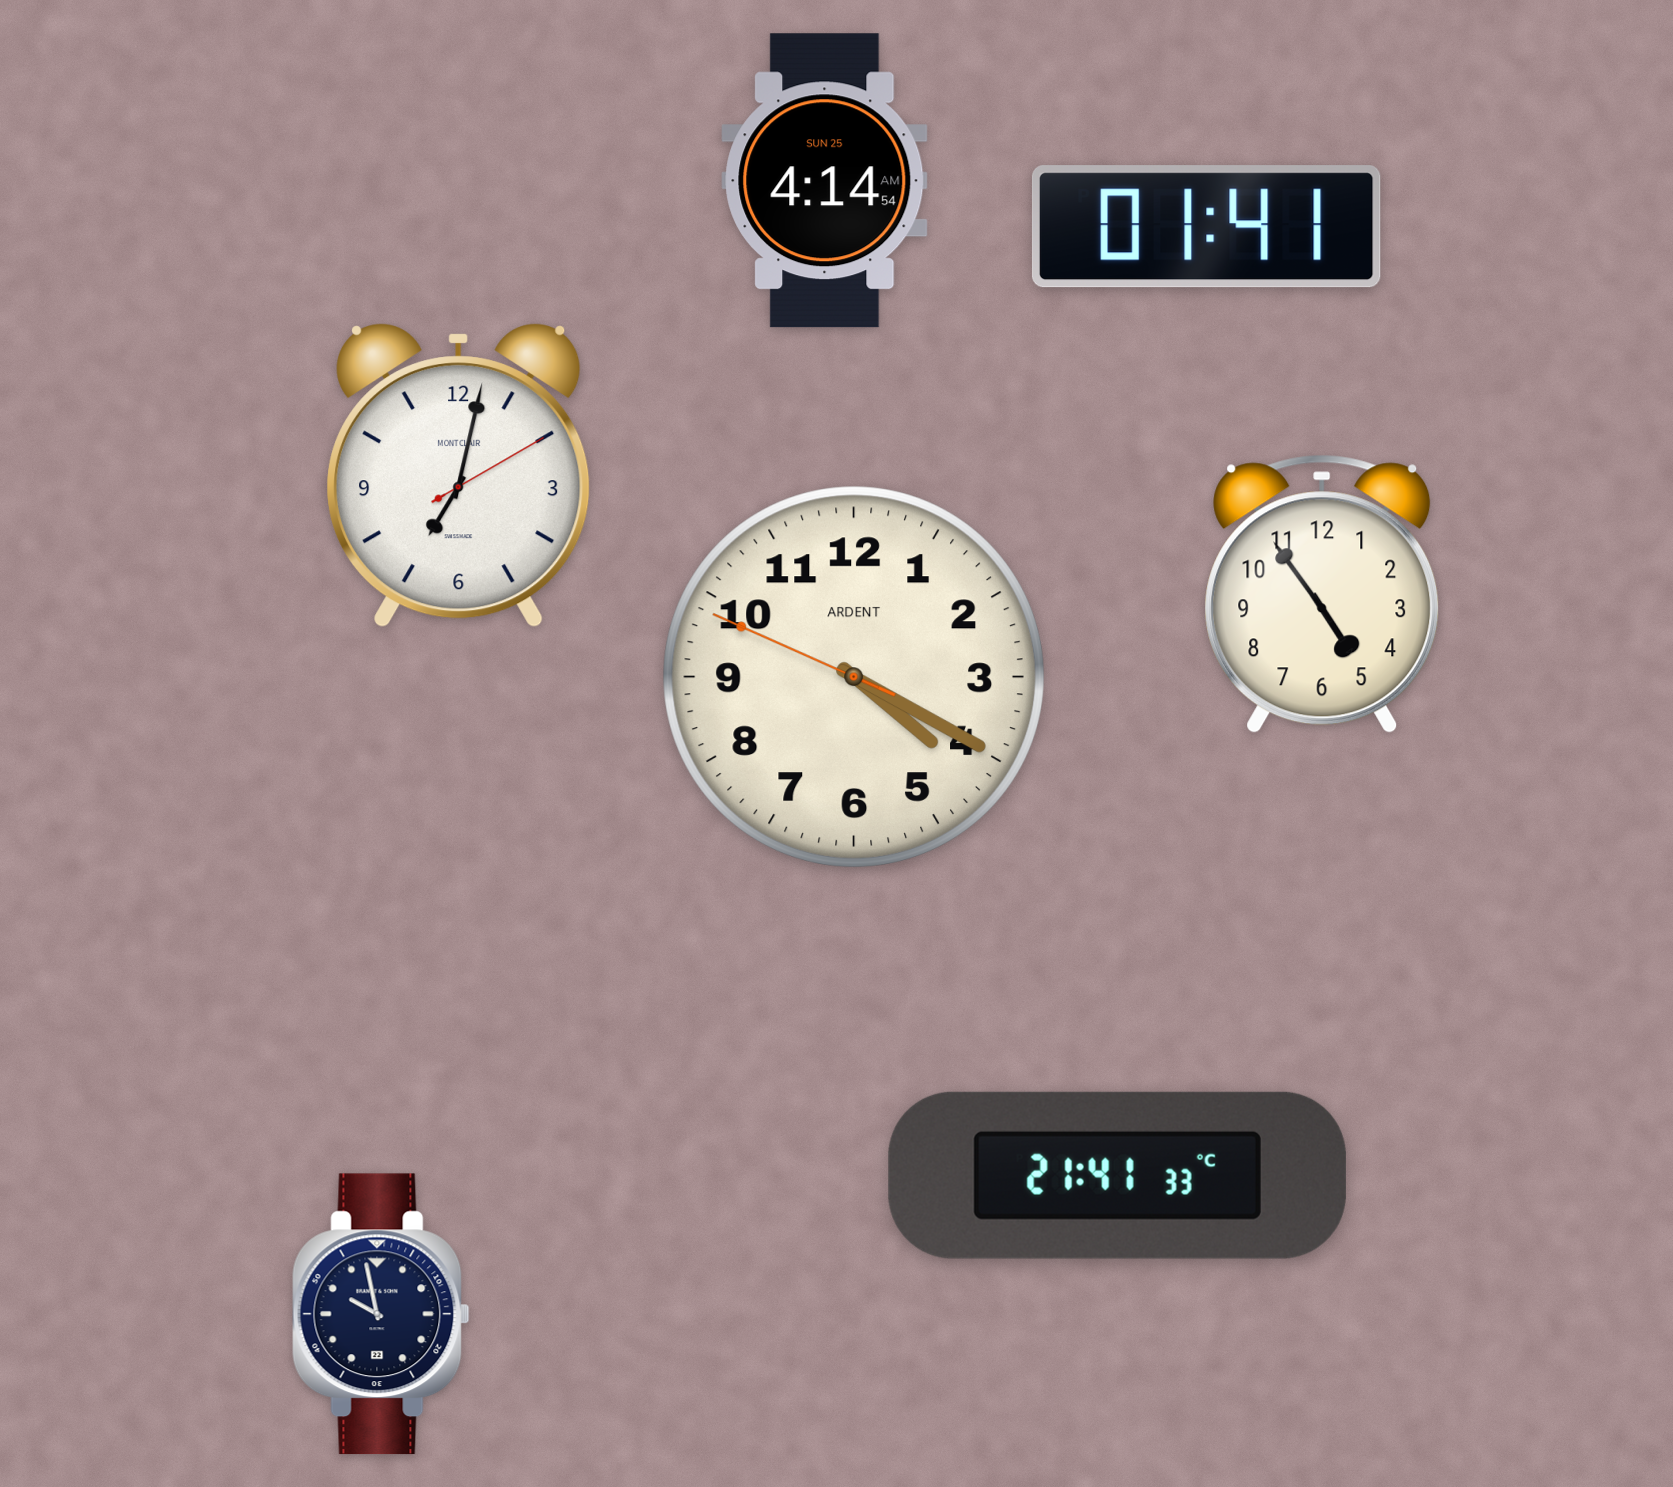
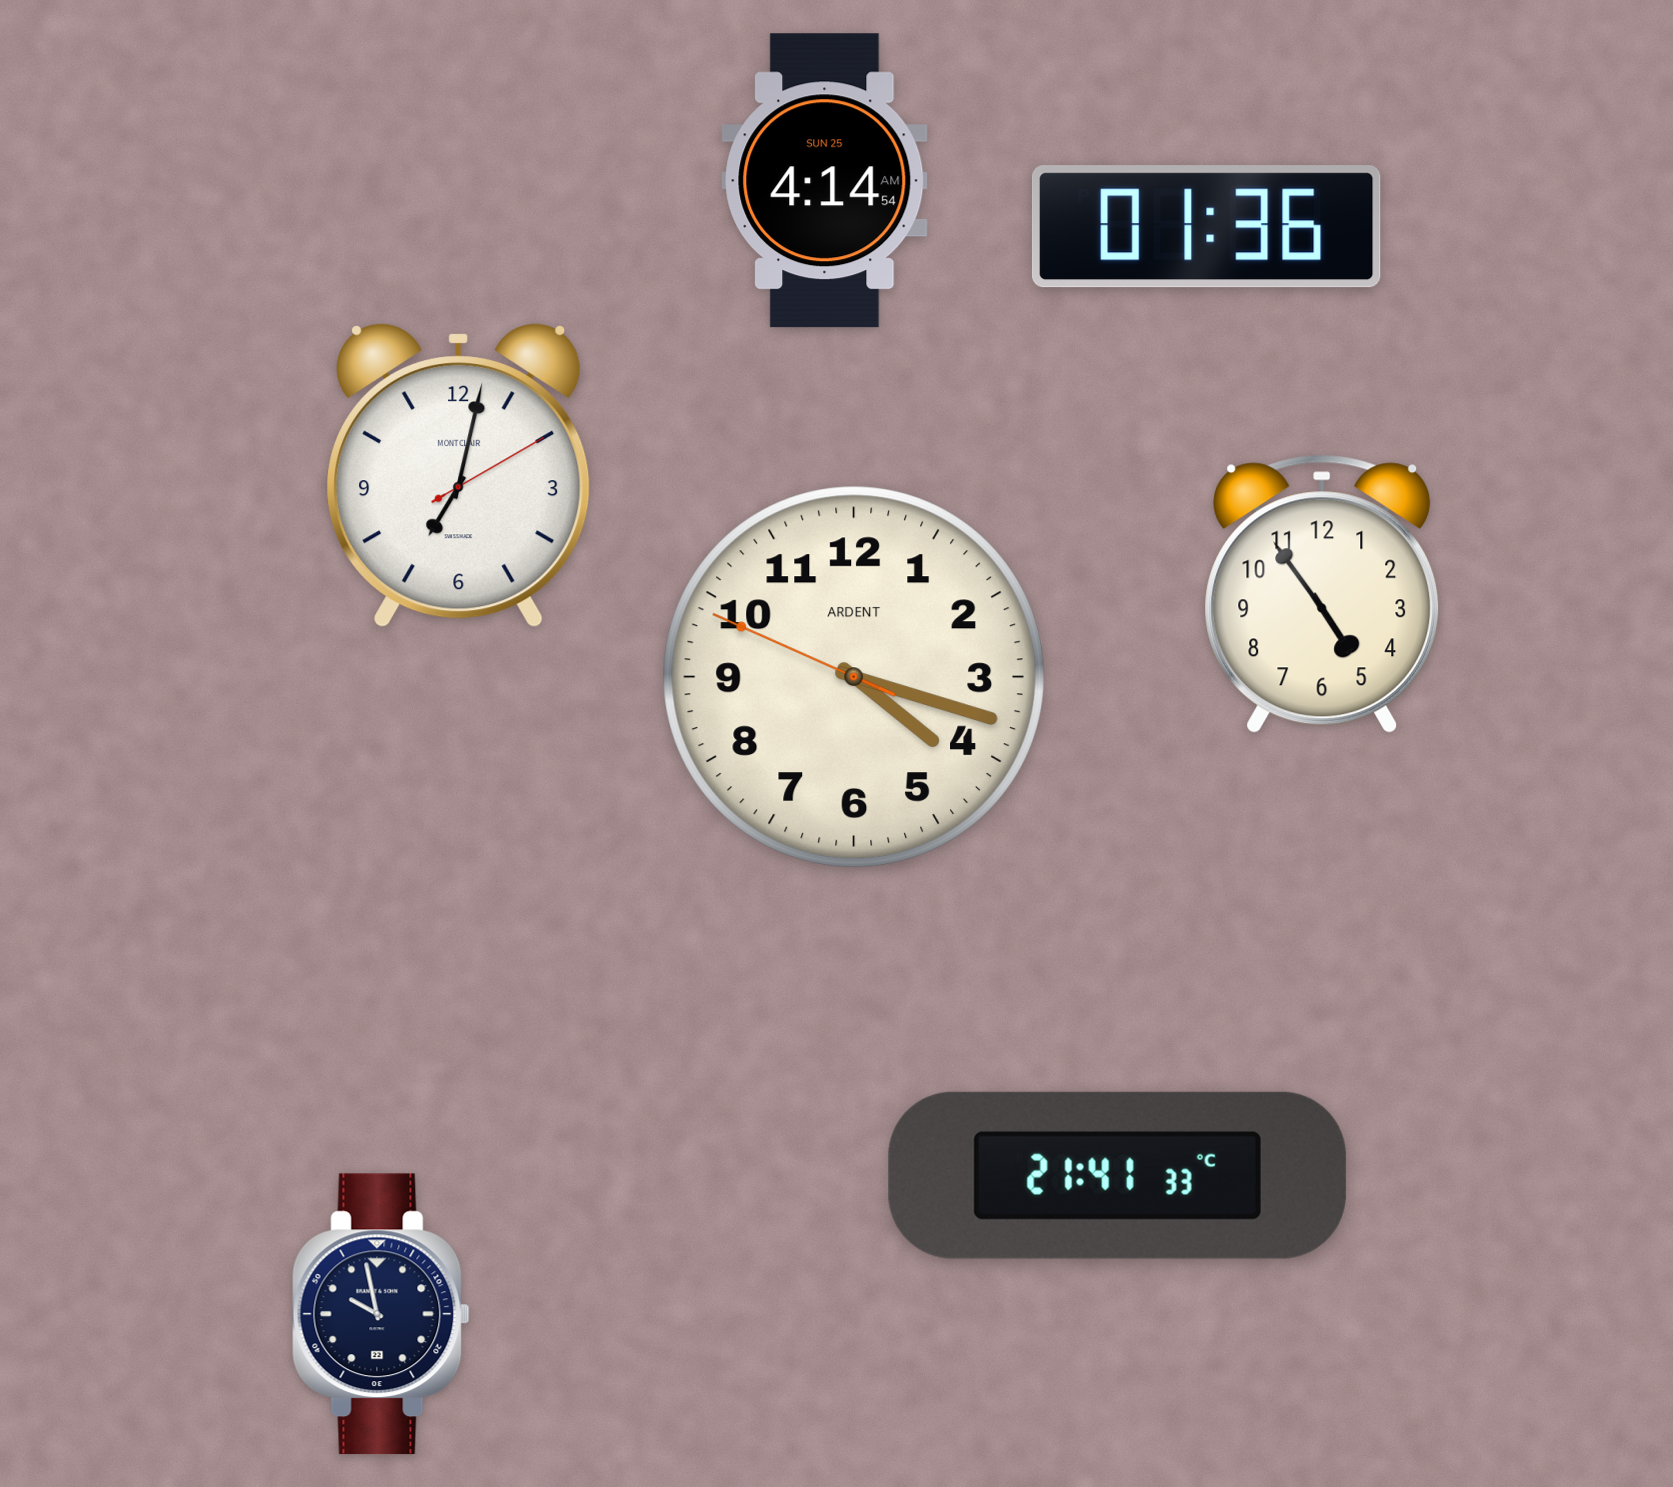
clock at (1206, 227): 01:41 -> 01:36
clock at (854, 677): 4:19 -> 4:17
